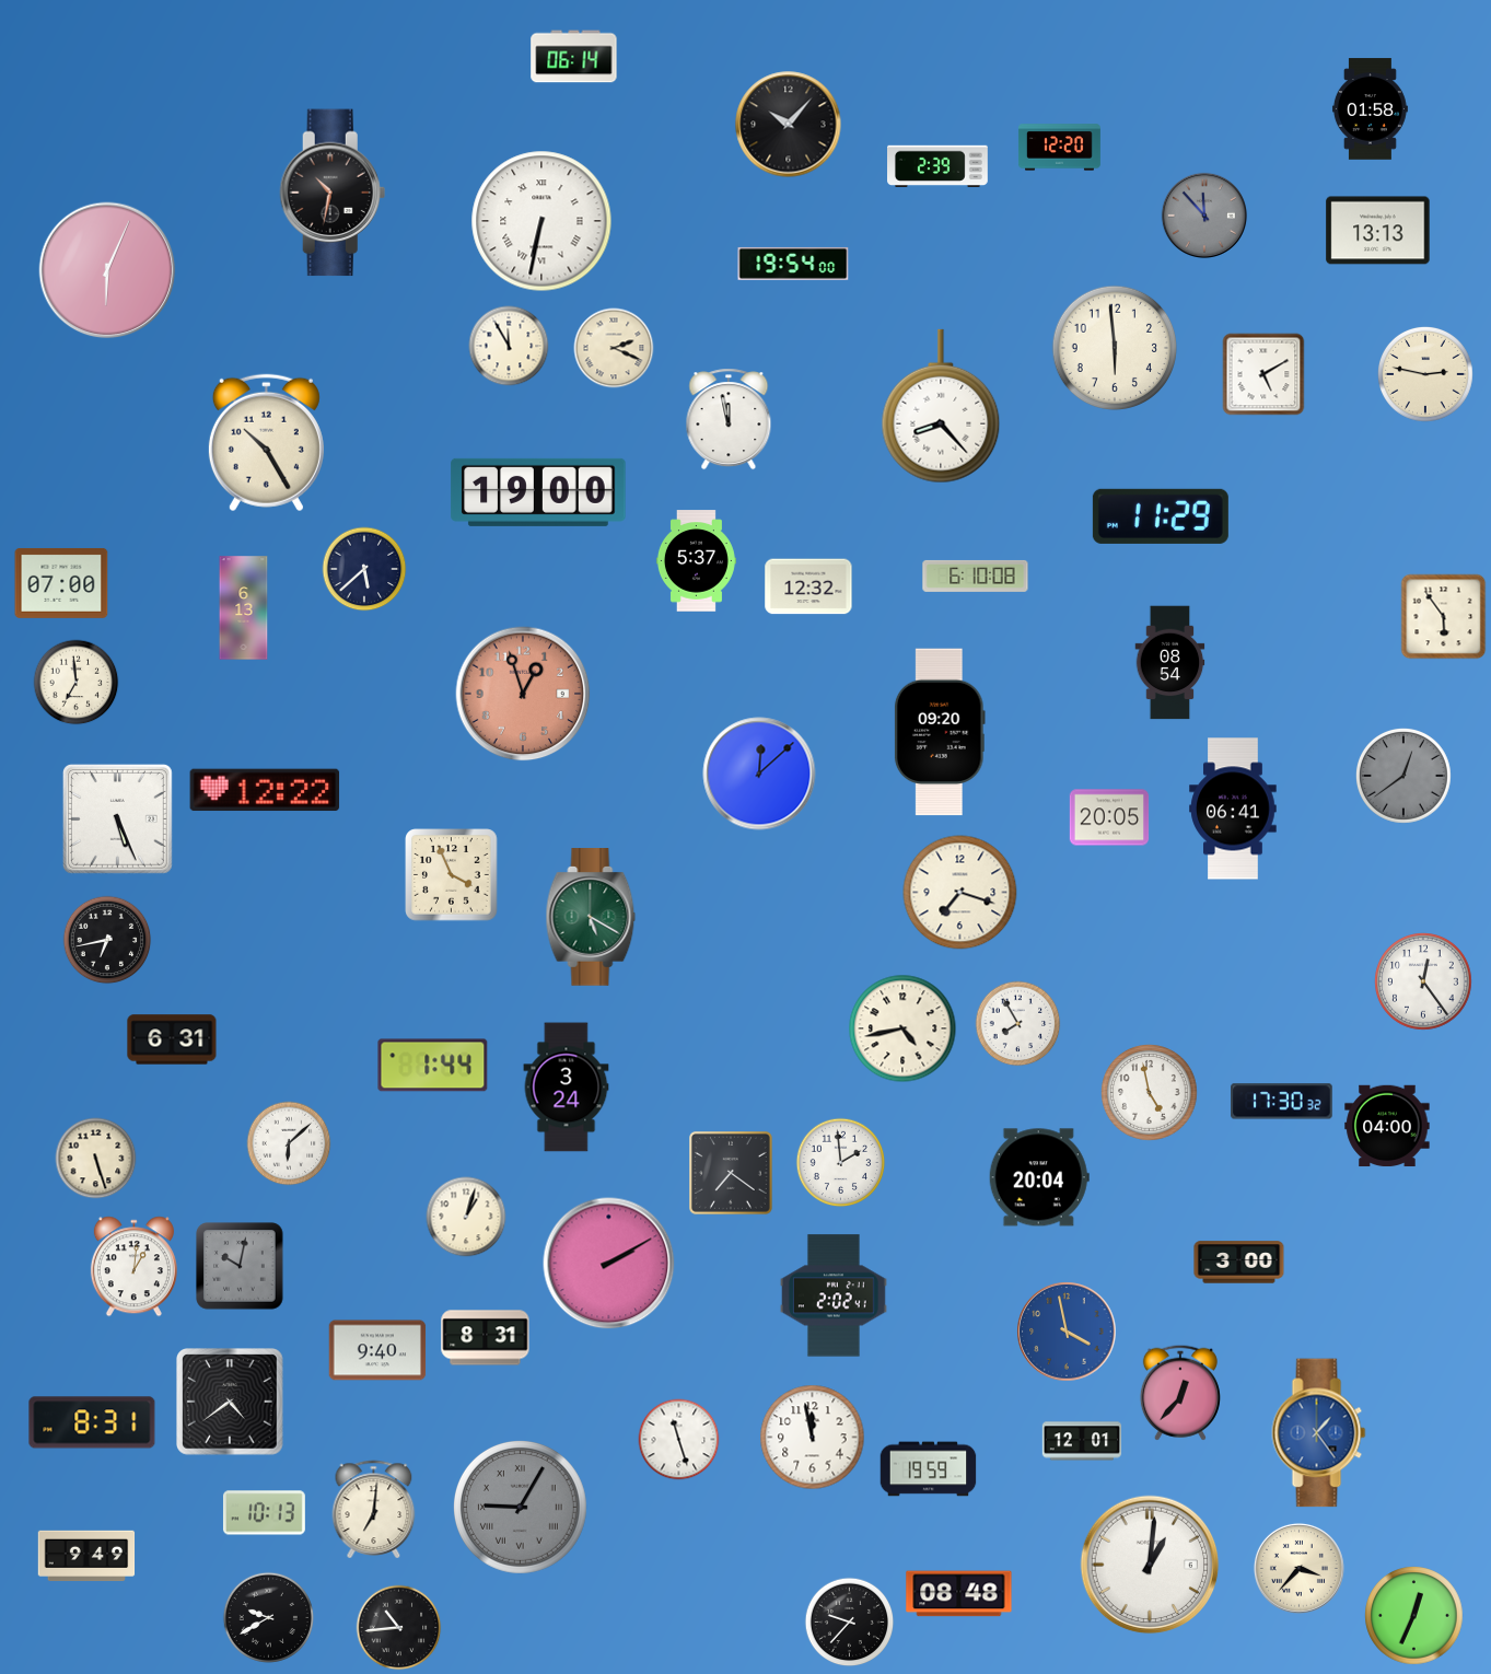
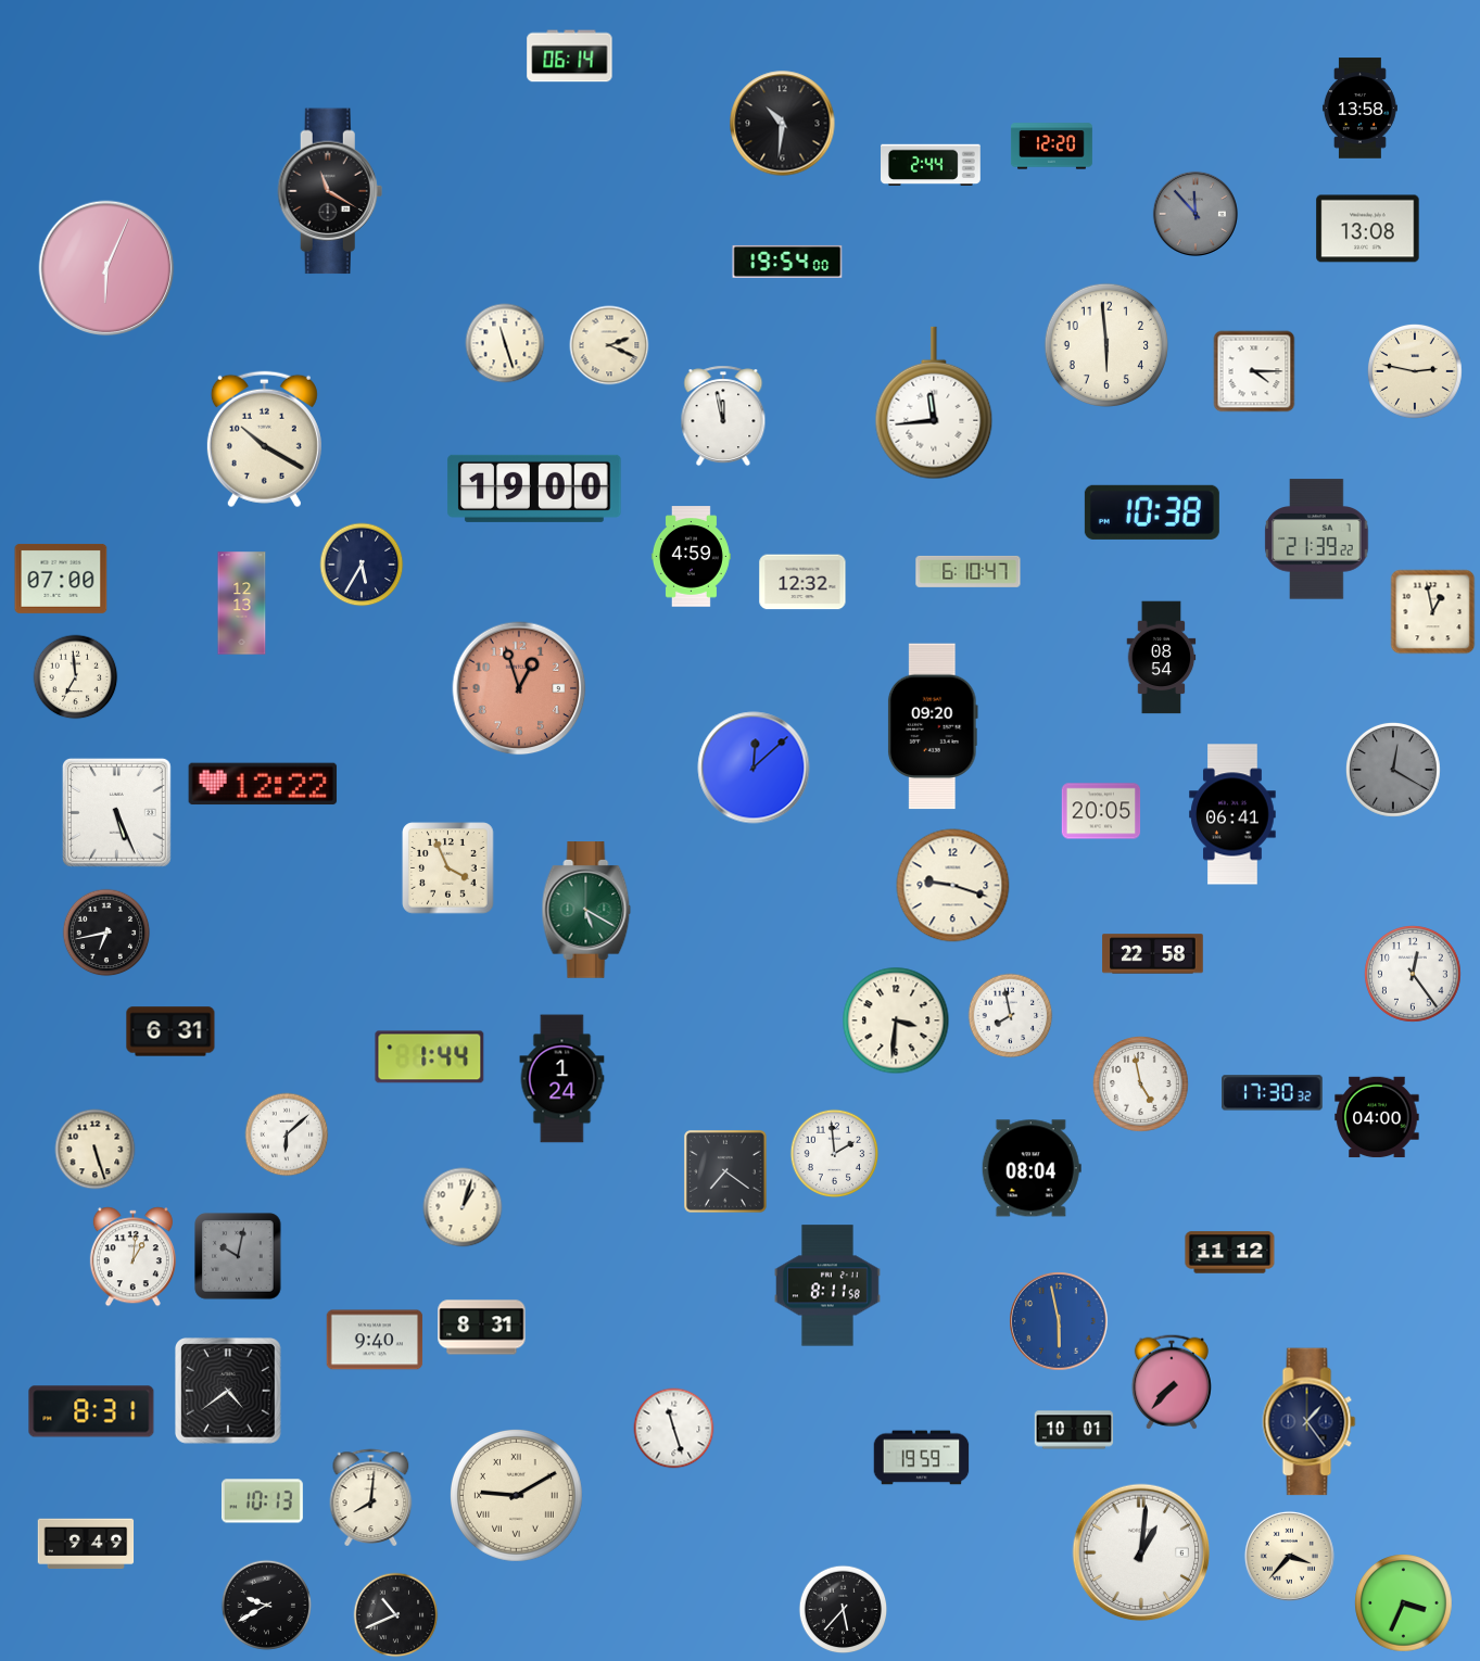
clock at (1370, 109): 01:58 -> 13:58
clock at (789, 125): 10:07 -> 10:31
clock at (939, 165): 2:39 -> 2:44
clock at (333, 193): 10:32 -> 11:20
clock at (541, 221): 6:32 -> none
clock at (1378, 231): 13:13 -> 13:08
clock at (509, 346): 11:55 -> 11:27
clock at (1263, 374): 5:10 -> 4:15
clock at (941, 406): 8:23 -> 11:44
clock at (266, 443): 10:25 -> 10:20
clock at (1161, 516): 11:29 -> 10:38
clock at (1317, 540): none -> 21:39
clock at (696, 561): 5:37 -> 4:59
clock at (364, 569): 5:38 -> 5:35
clock at (976, 576): 6:10:08 -> 6:10:47
clock at (244, 608): 6:13 -> 12:13
clock at (1444, 617): 5:54 -> 12:58
clock at (1403, 776): 12:39 -> 12:20
clock at (1233, 809) position: (1233, 809) -> (1232, 814)
clock at (960, 893): 7:18 -> 9:18
clock at (1153, 954): none -> 22:58
clock at (1018, 1024): 7:55 -> 7:58
clock at (902, 1028): 4:43 -> 3:31
clock at (567, 1088): 3:24 -> 1:24
clock at (732, 1174) position: (732, 1174) -> (726, 1172)
clock at (1039, 1177): 20:04 -> 08:04
clock at (1239, 1263): 3:00 -> 11:12
clock at (609, 1264): 2:10 -> none
clock at (834, 1295): 2:02 -> 8:11
clock at (1067, 1332): 3:58 -> 5:58
clock at (1180, 1393): 12:37 -> 7:37
clock at (1319, 1433) dial: blue -> navy
clock at (813, 1438): 11:58 -> none
clock at (1082, 1441): 12:01 -> 10:01
clock at (520, 1507): 9:05 -> 9:10
clock at (520, 1507) dial: grey -> cream
clock at (374, 1509): 7:01 -> 8:01
clock at (959, 1594): 08:48 -> none
clock at (1414, 1616): 12:34 -> 3:34
clock at (850, 1623): 9:37 -> 5:37
clock at (399, 1628): 10:44 -> 10:41
